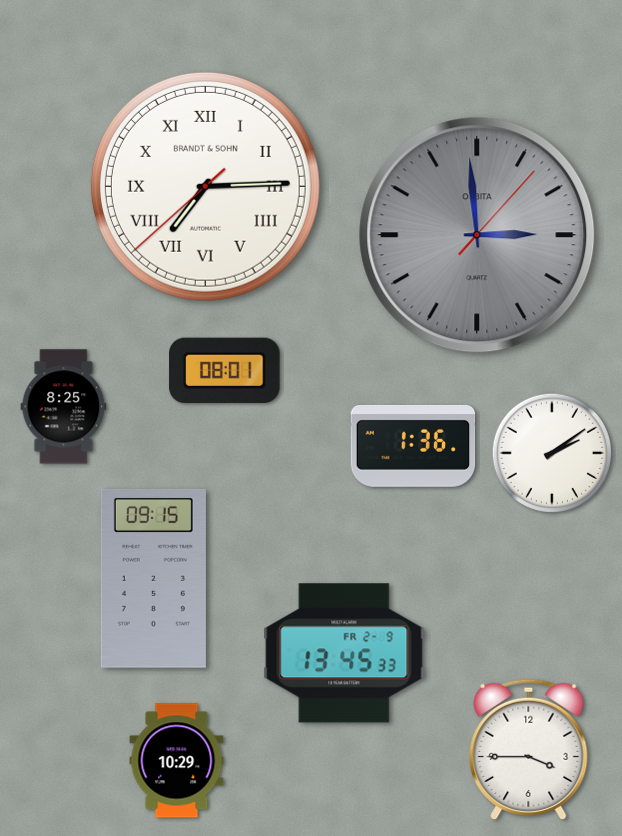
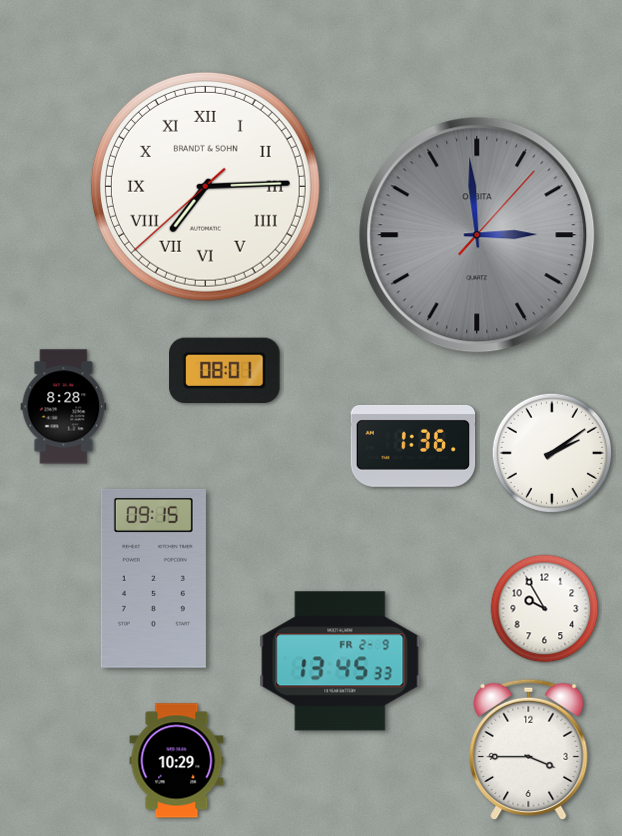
clock at (64, 407): 8:25 -> 8:28
clock at (545, 609): none -> 9:55
clock at (344, 653) position: (344, 653) -> (340, 661)
